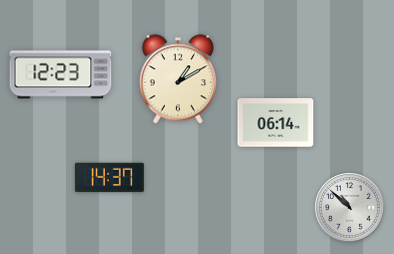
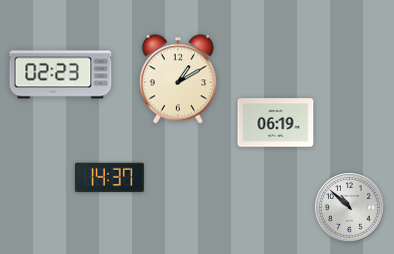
clock at (61, 75): 12:23 -> 02:23
clock at (276, 123): 06:14 -> 06:19
